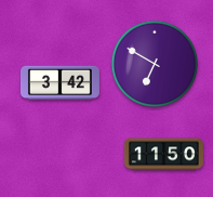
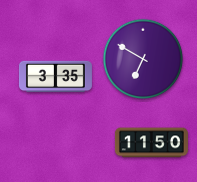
clock at (59, 83): 3:42 -> 3:35
